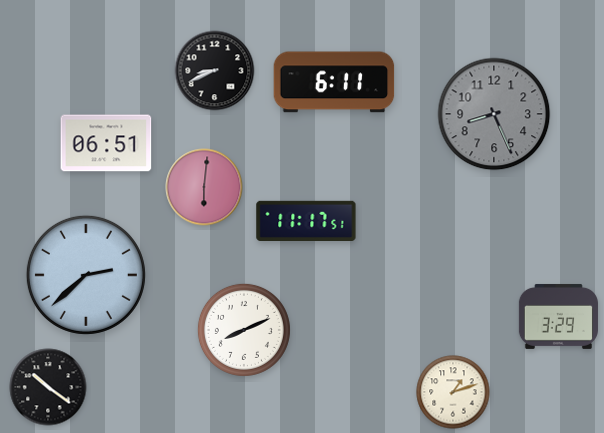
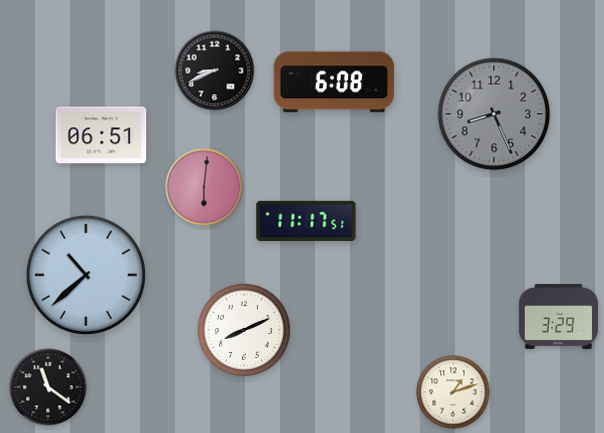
clock at (334, 82): 6:11 -> 6:08
clock at (106, 143) position: (106, 143) -> (101, 135)
clock at (86, 275): 2:38 -> 10:38
clock at (48, 387): 10:21 -> 11:21
